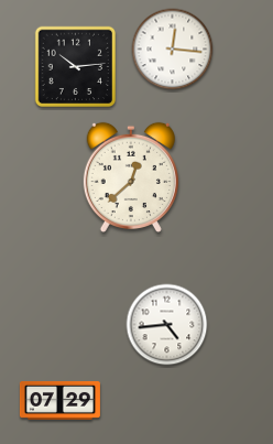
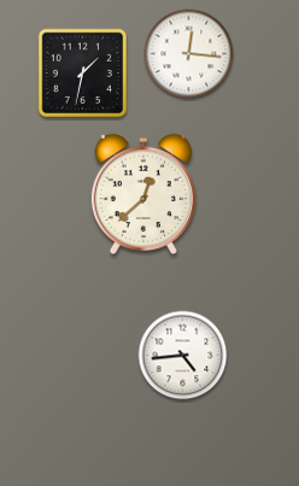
clock at (76, 67): 10:14 -> 1:32
clock at (59, 400): 07:29 -> none
